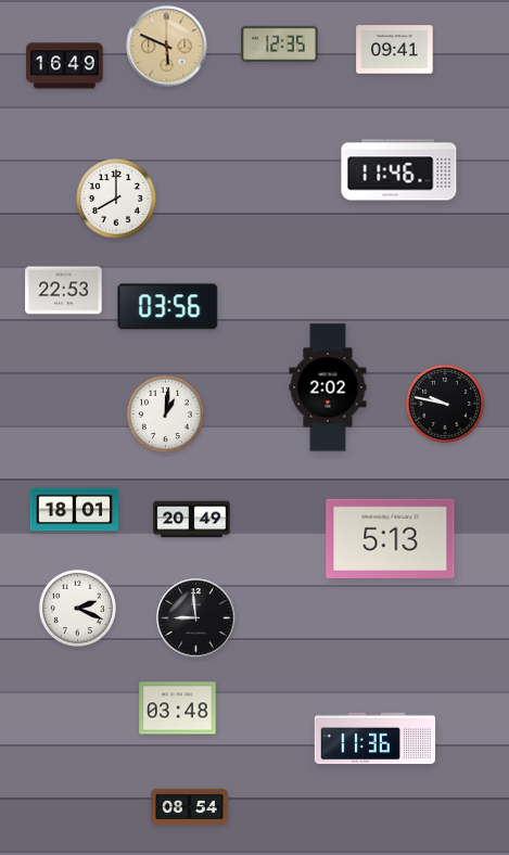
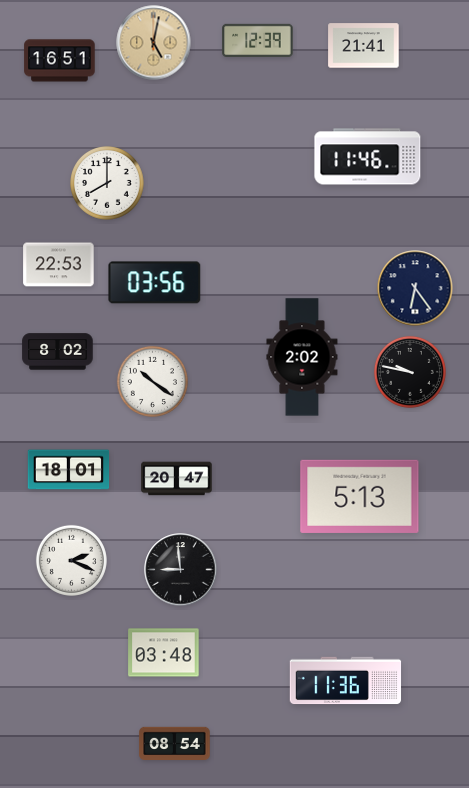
clock at (280, 43): 12:35 -> 12:39
clock at (167, 47): 5:49 -> 5:02
clock at (395, 50): 09:41 -> 21:41
clock at (65, 66): 16:49 -> 16:51
clock at (64, 291) position: (64, 291) -> (59, 265)
clock at (415, 288): none -> 6:24
clock at (58, 352): none -> 8:02
clock at (165, 413): 1:01 -> 10:21
clock at (192, 520): 20:49 -> 20:47
